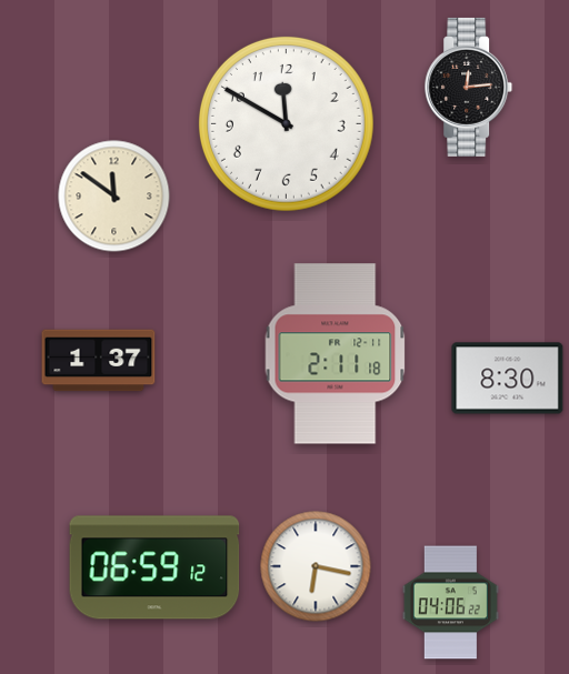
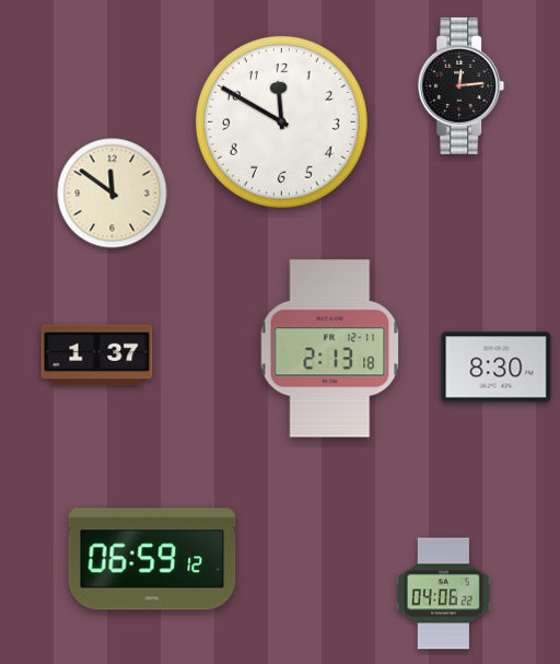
clock at (336, 354): 2:11 -> 2:13
clock at (508, 379) position: (508, 379) -> (497, 368)
clock at (316, 566): 6:17 -> none
